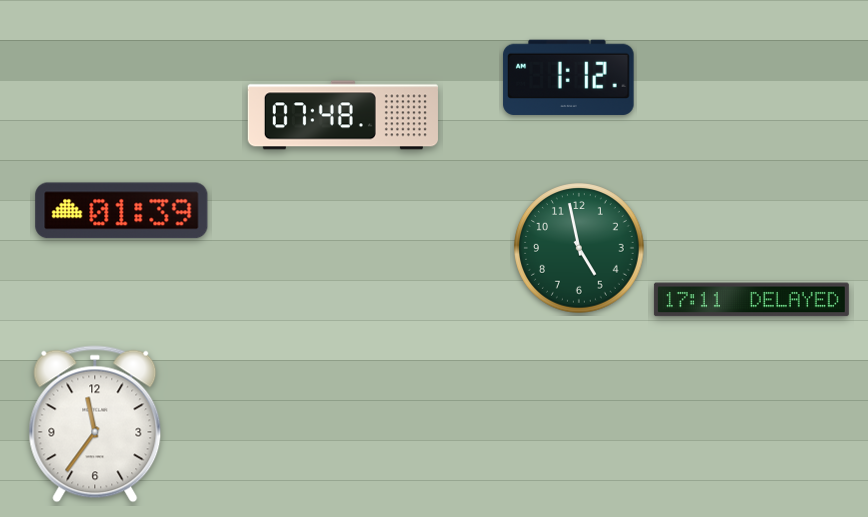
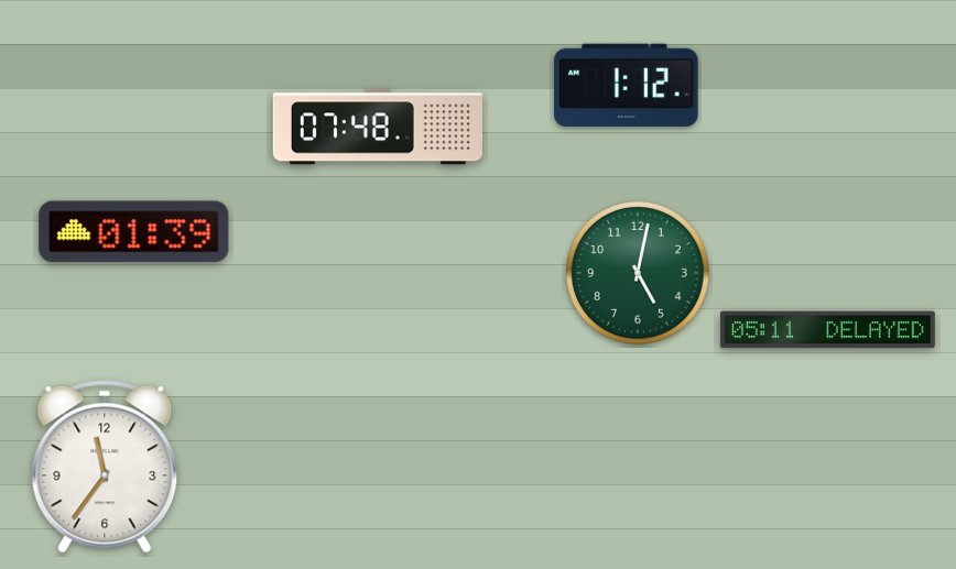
clock at (580, 249): 4:58 -> 5:02
clock at (751, 300): 17:11 -> 05:11
